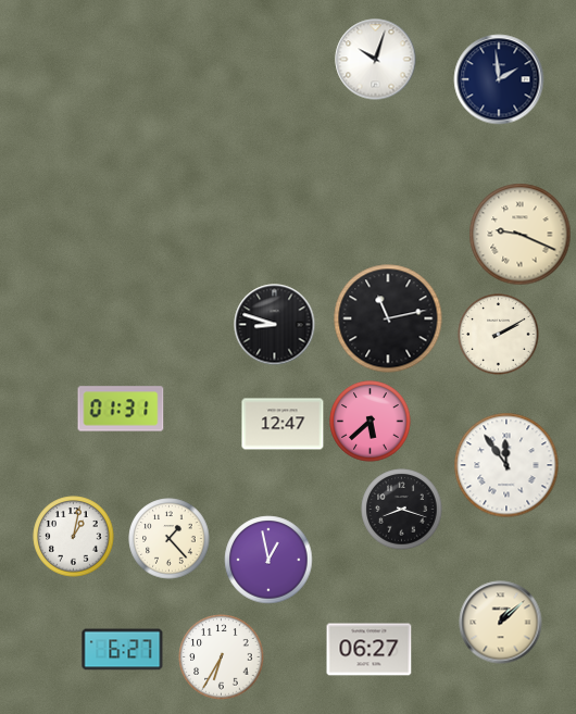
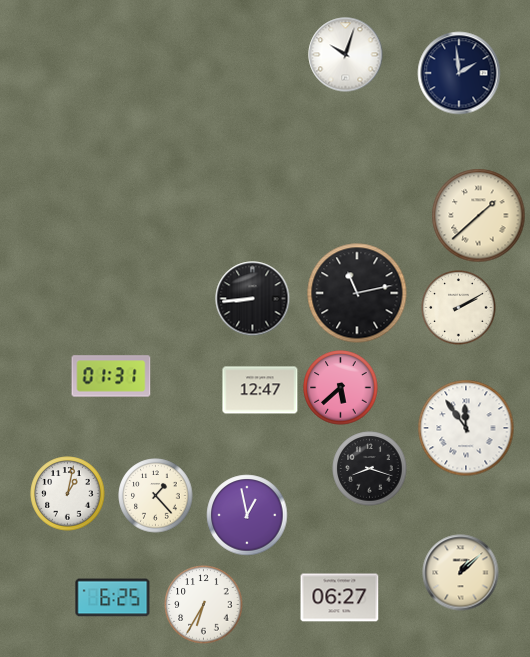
clock at (521, 235): 9:19 -> 1:38
clock at (275, 325): 8:48 -> 8:44
clock at (123, 650): 6:27 -> 6:25
